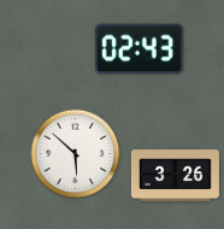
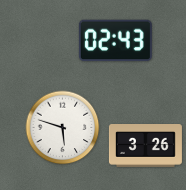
clock at (76, 154): 5:52 -> 5:48
